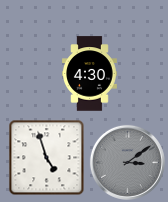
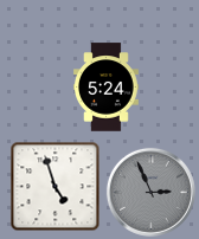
clock at (90, 74): 4:30 -> 5:24
clock at (127, 162): 3:09 -> 2:56
